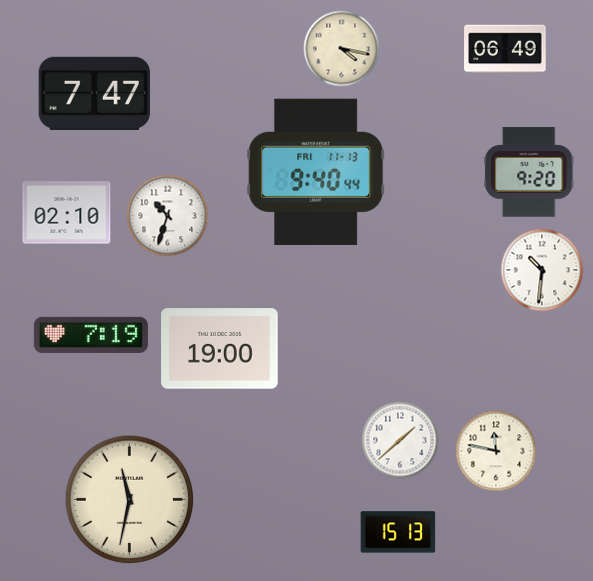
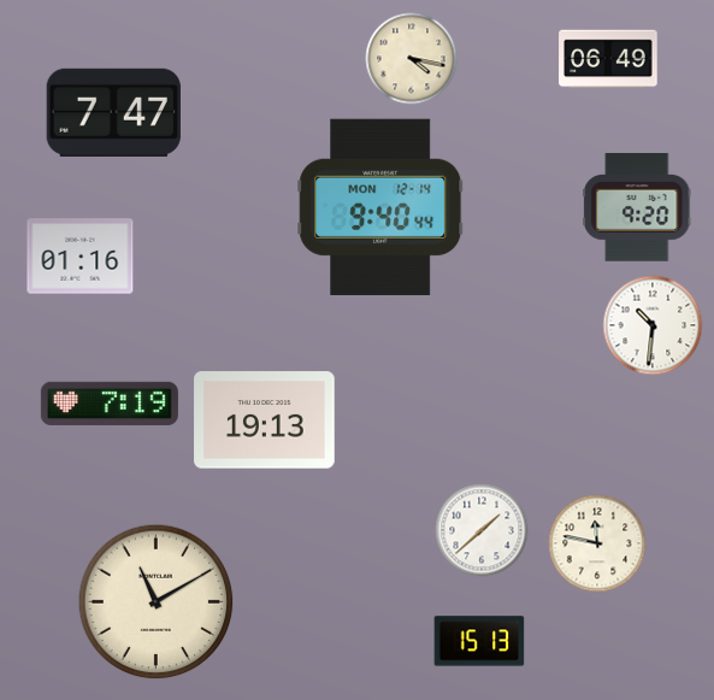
clock at (316, 171) date: FRI 11-13 -> MON 12-14
clock at (67, 213): 02:10 -> 01:16
clock at (168, 216): 10:33 -> none
clock at (220, 349): 19:00 -> 19:13
clock at (130, 500): 11:32 -> 11:10
